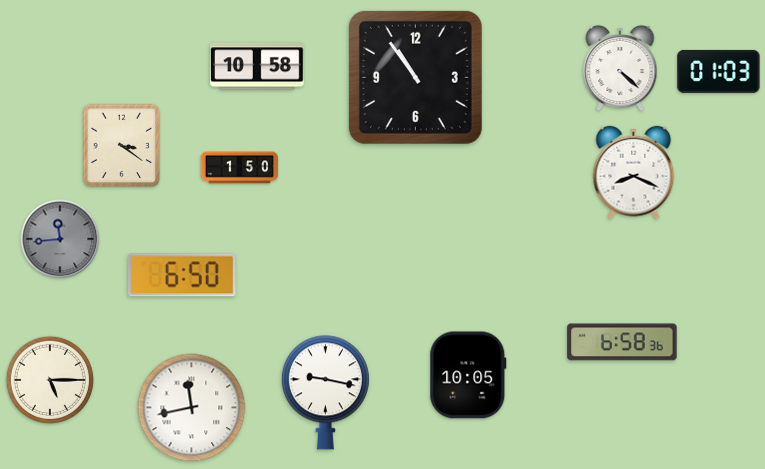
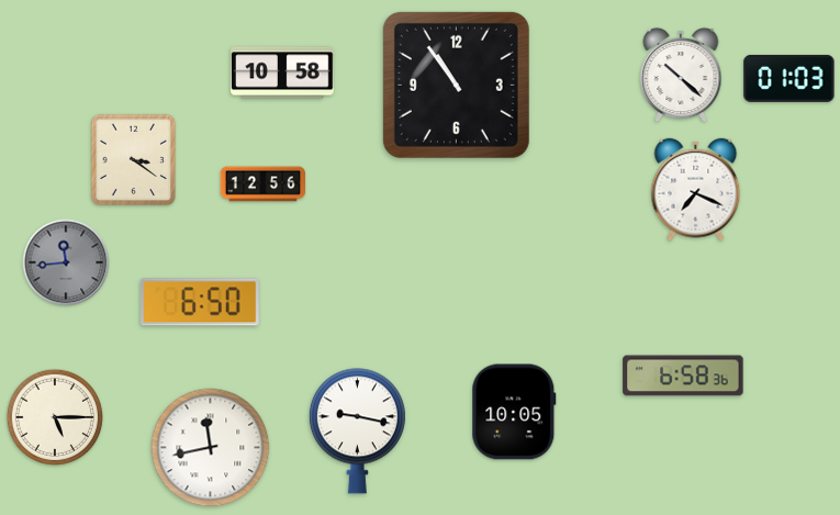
clock at (620, 68): 4:22 -> 10:22
clock at (239, 168): 1:50 -> 12:56
clock at (634, 173): 8:19 -> 7:19
